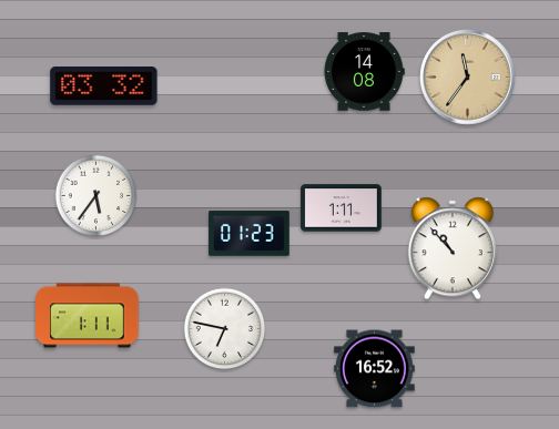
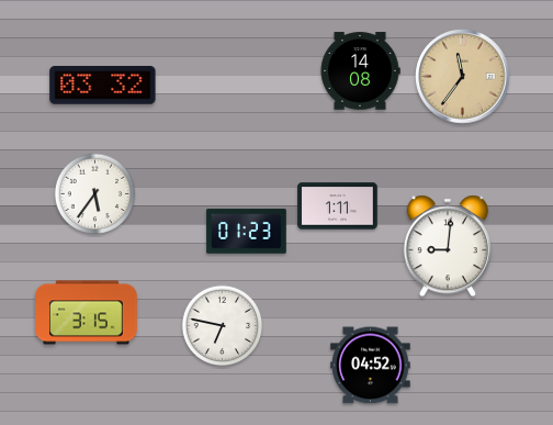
clock at (453, 248): 10:53 -> 9:01
clock at (88, 316): 1:11 -> 3:15
clock at (375, 369): 16:52 -> 04:52
